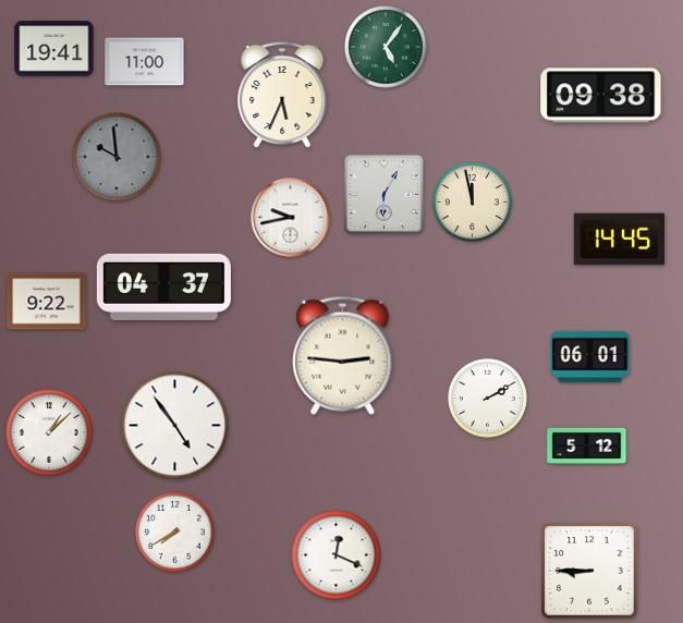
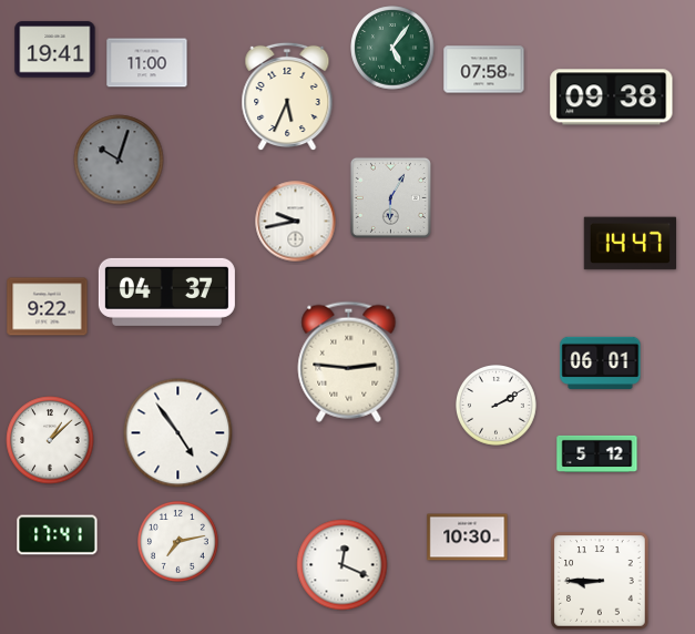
clock at (484, 70): none -> 07:58
clock at (117, 157): 9:59 -> 10:03
clock at (473, 203): 11:58 -> none
clock at (619, 240): 14:45 -> 14:47
clock at (58, 535): none -> 17:41
clock at (468, 538): none -> 10:30
clock at (175, 533): 7:40 -> 7:13
